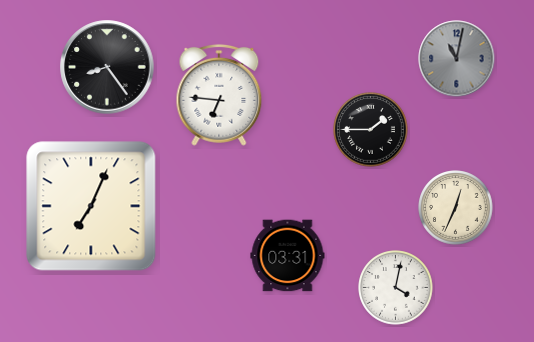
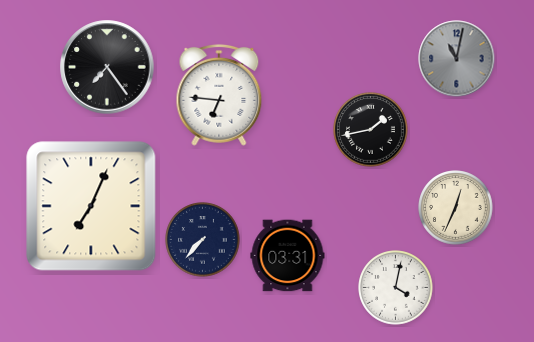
clock at (107, 67): 8:24 -> 7:24
clock at (371, 130): 1:45 -> 1:43
clock at (203, 240): none -> 7:37
